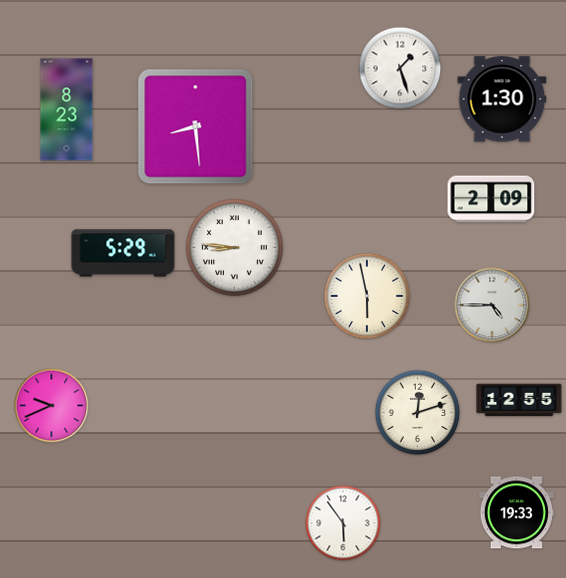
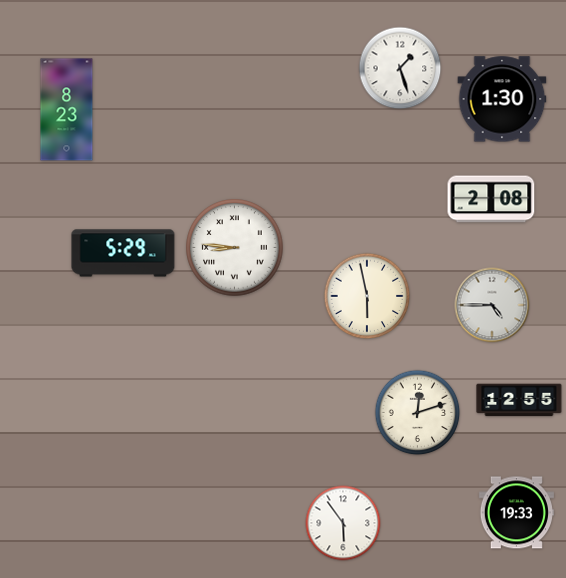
clock at (196, 127): 8:29 -> none
clock at (491, 199): 2:09 -> 2:08
clock at (52, 406): 9:41 -> none
